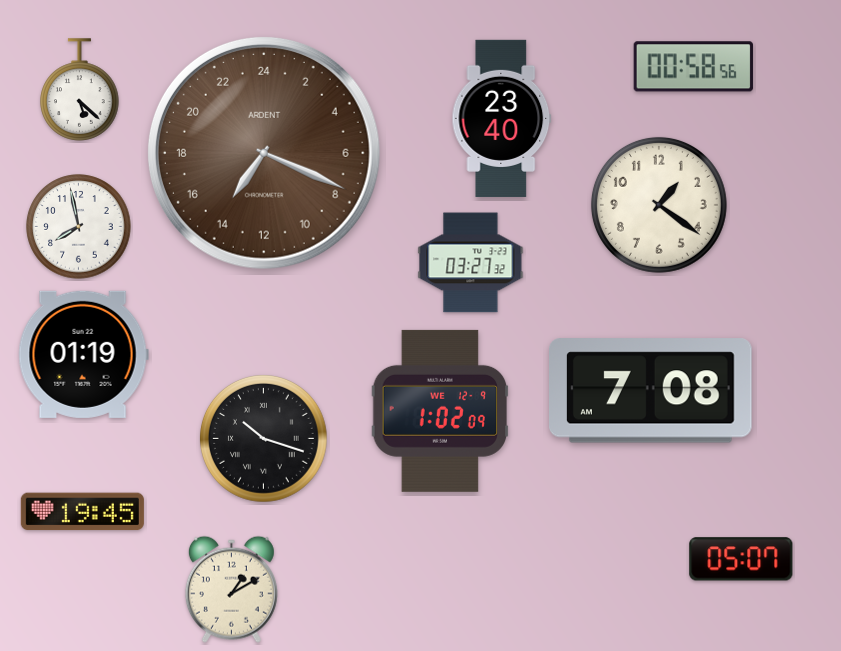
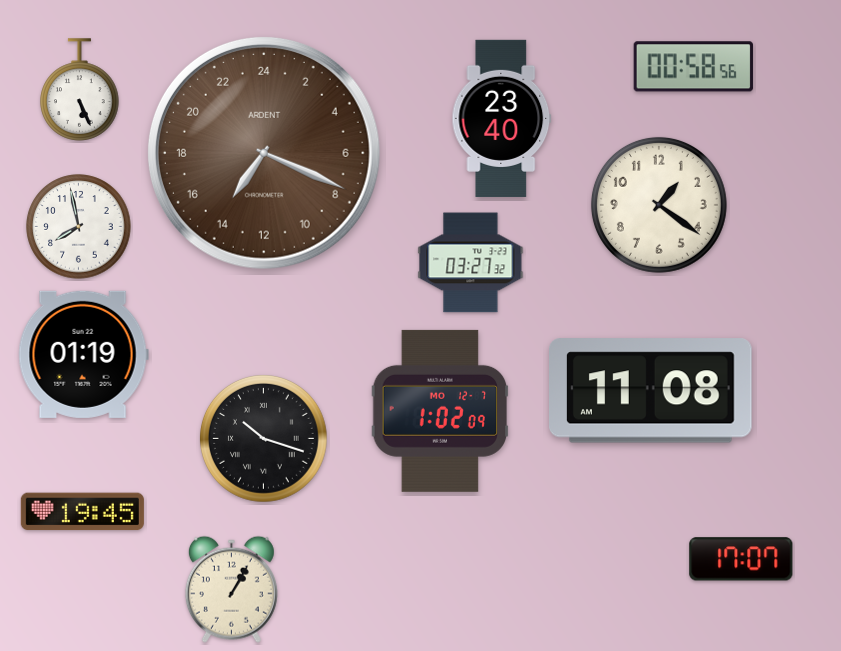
clock at (80, 90): 5:22 -> 5:26
clock at (651, 391): 7:08 -> 11:08
clock at (440, 411) date: WE 12-9 -> MO 12-7
clock at (741, 559): 05:07 -> 17:07
clock at (231, 589): 1:10 -> 1:05
